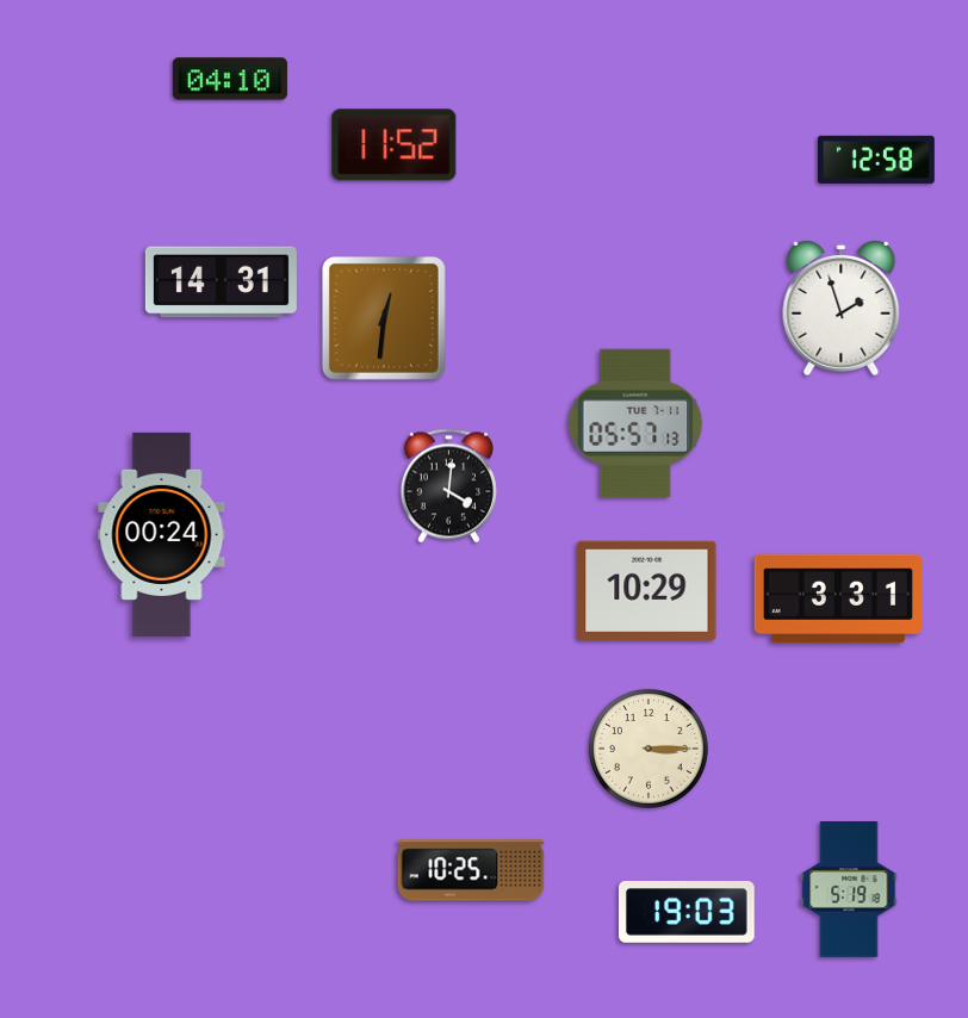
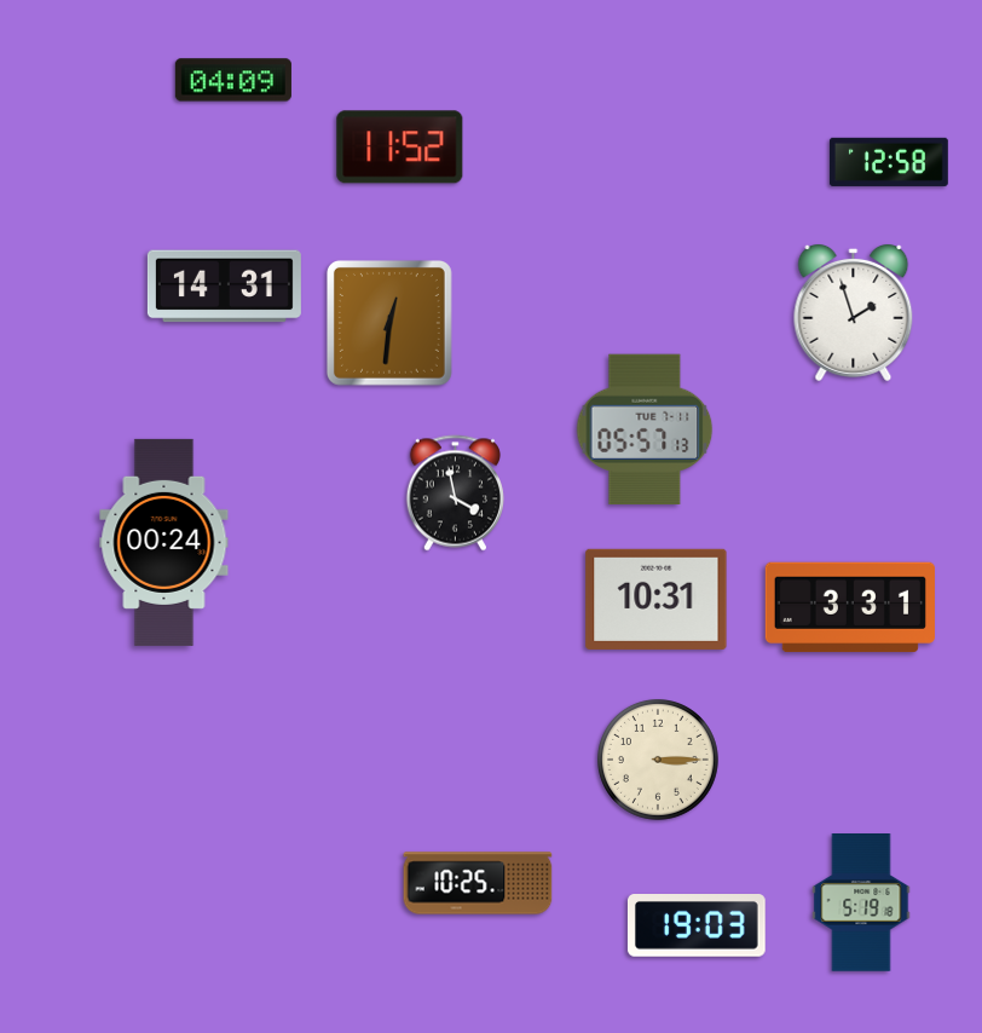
clock at (230, 79): 04:10 -> 04:09
clock at (448, 486): 4:01 -> 3:58
clock at (647, 590): 10:29 -> 10:31
